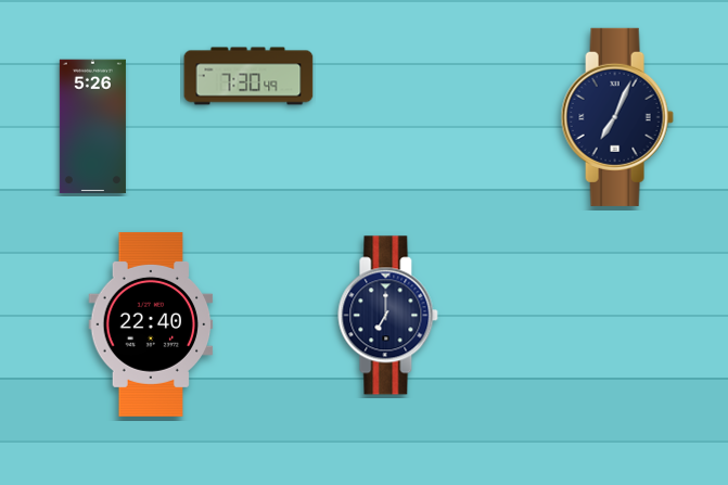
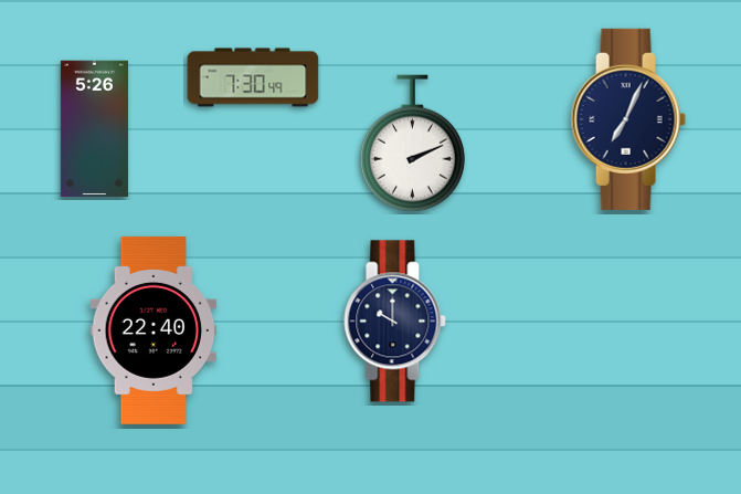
clock at (412, 144): none -> 2:11
clock at (388, 316): 7:00 -> 10:00
